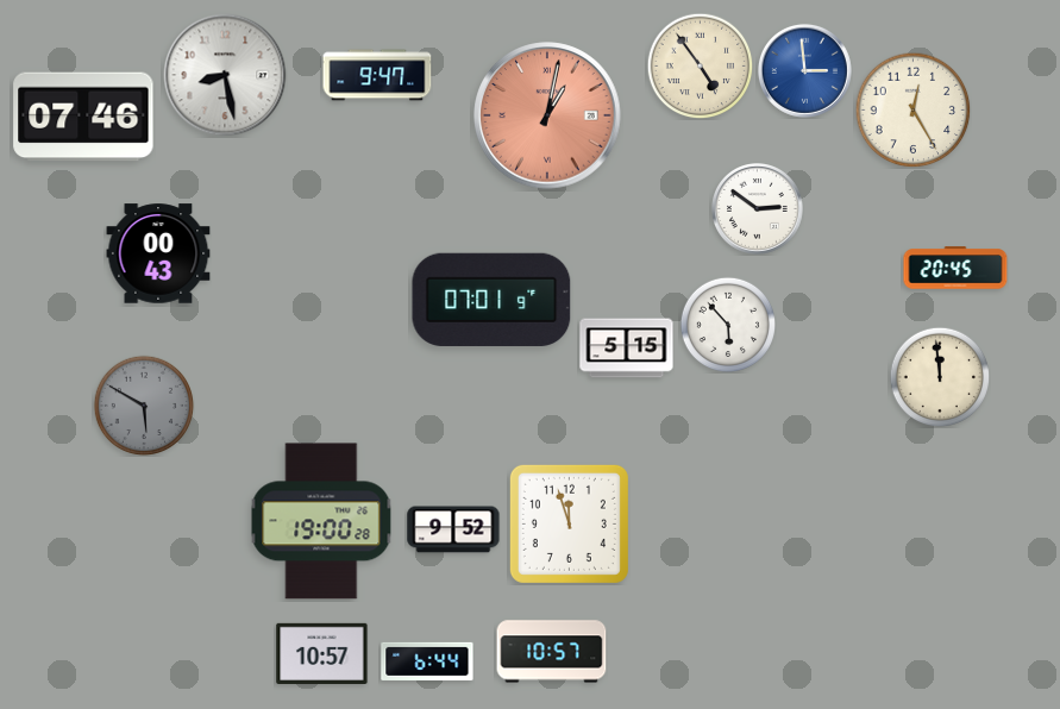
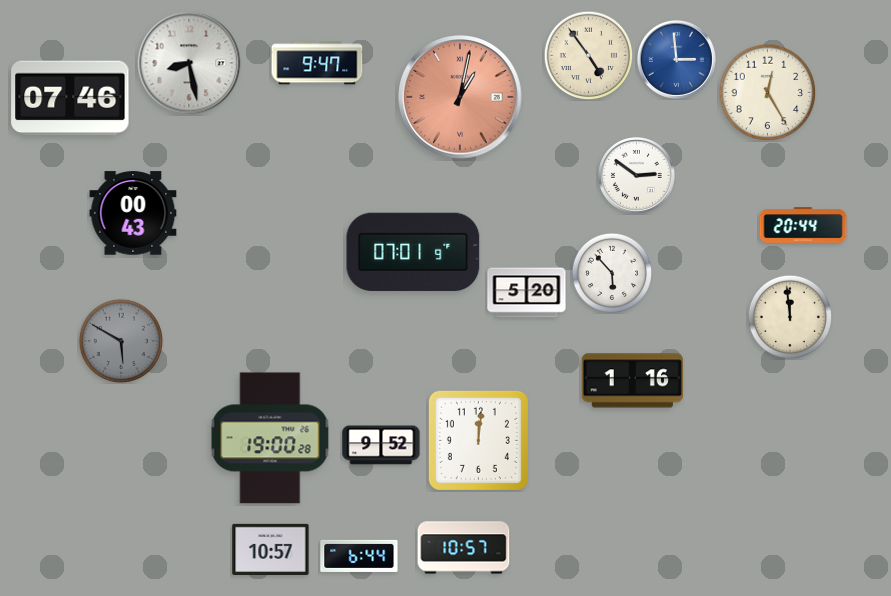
clock at (955, 268): 20:45 -> 20:44
clock at (627, 349): 5:15 -> 5:20
clock at (632, 381): none -> 1:16
clock at (569, 523): 11:57 -> 12:01
